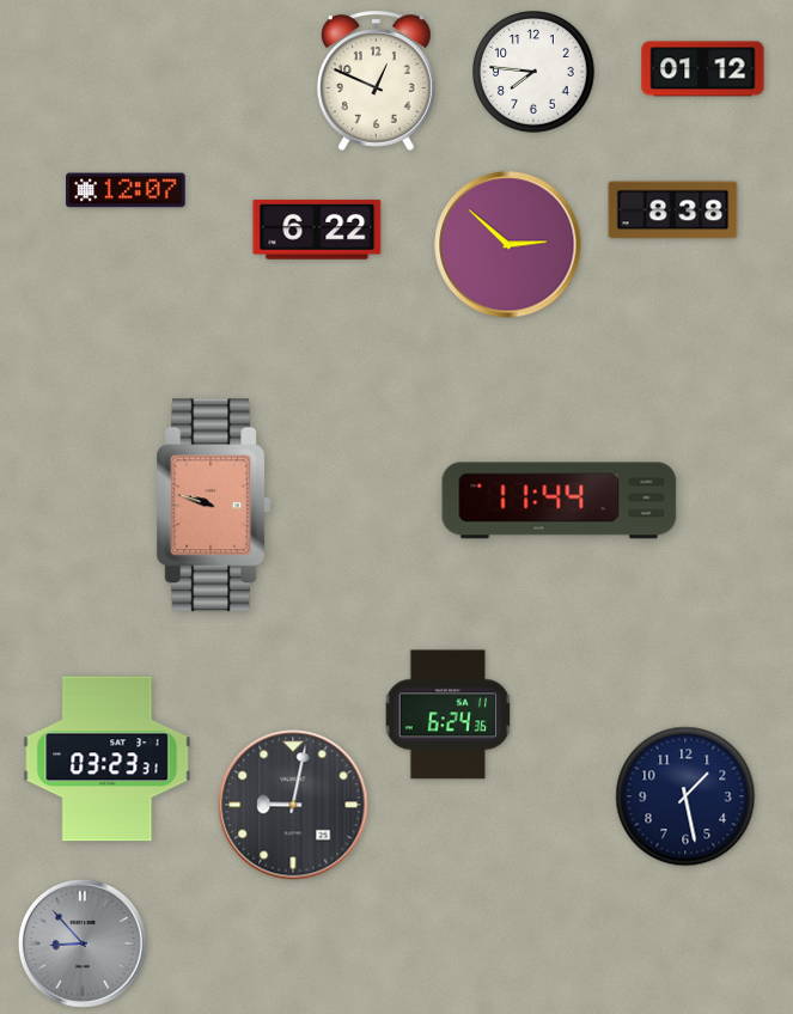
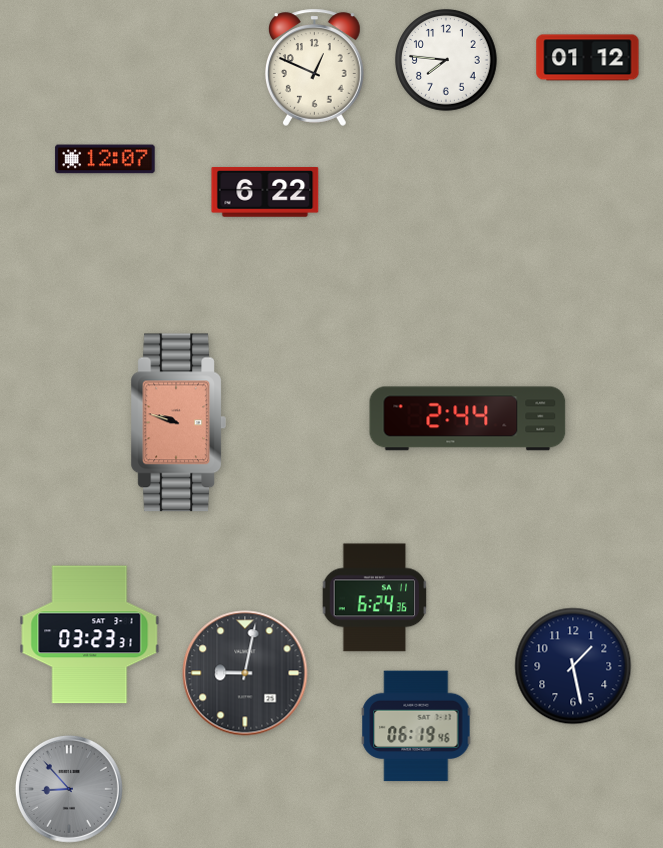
clock at (673, 210): 8:38 -> none
clock at (508, 245): 2:52 -> none
clock at (560, 501): 11:44 -> 2:44
clock at (416, 726): none -> 06:19
